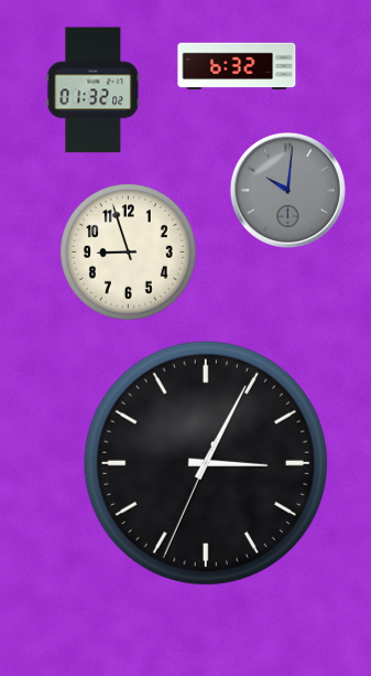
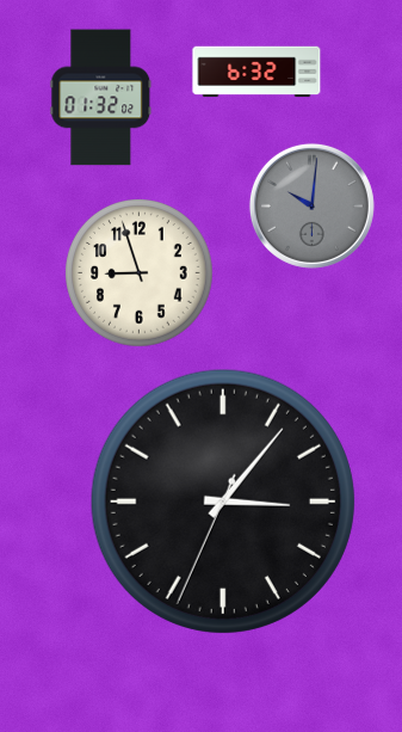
clock at (206, 463): 3:04 -> 3:06
